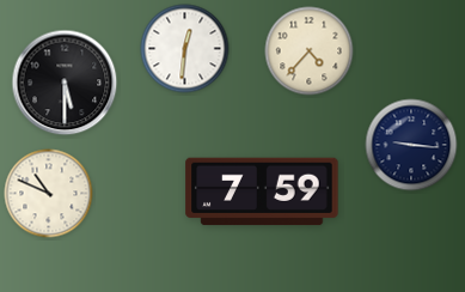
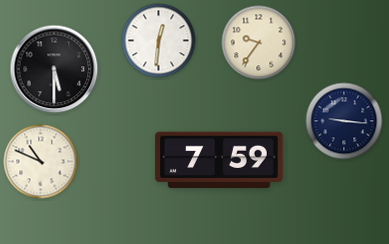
clock at (185, 49) position: (185, 49) -> (159, 41)
clock at (310, 51): 4:37 -> 9:36
